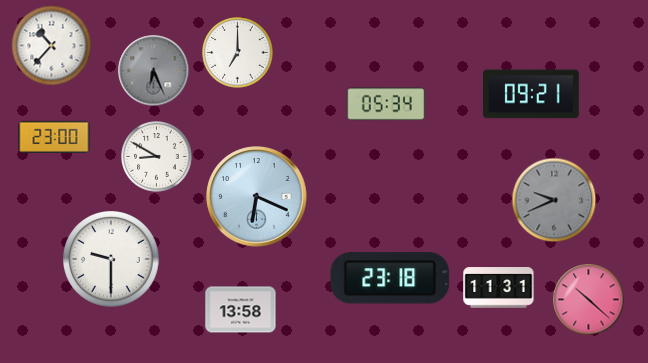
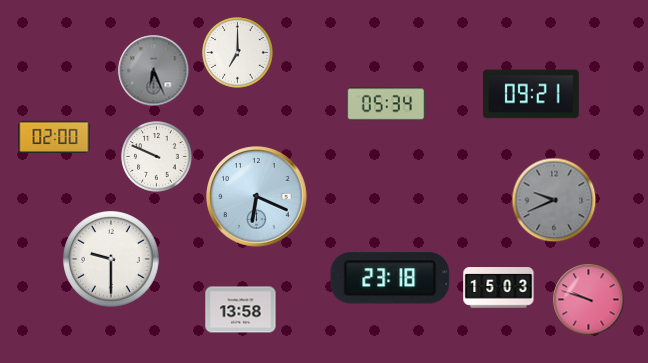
clock at (52, 46): 10:37 -> none
clock at (54, 136): 23:00 -> 02:00
clock at (157, 157): 8:50 -> 9:49
clock at (499, 288): 11:31 -> 15:03
clock at (589, 300): 10:22 -> 9:48
